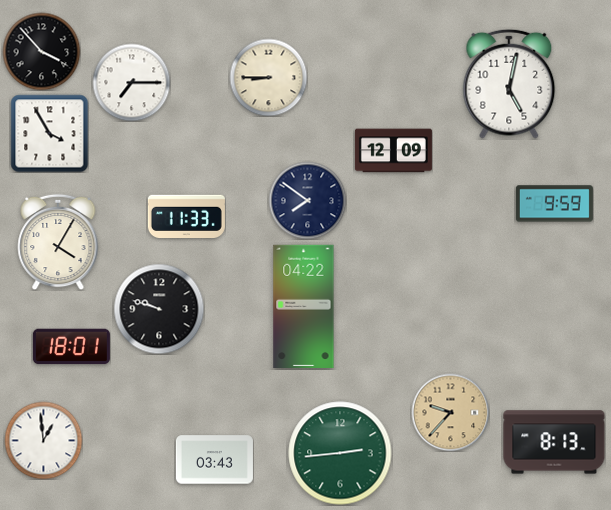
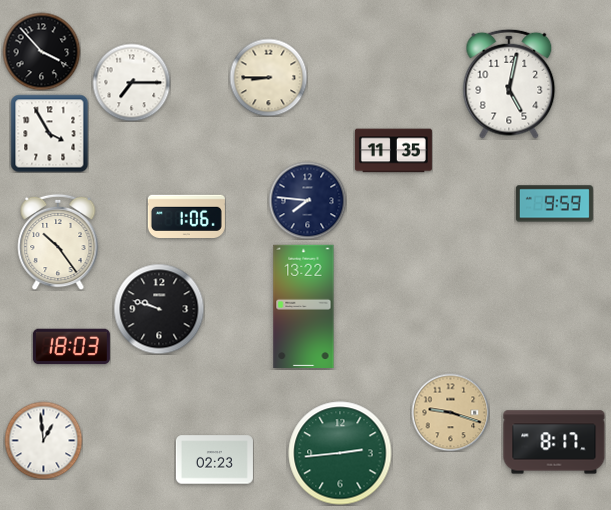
clock at (393, 151): 12:09 -> 11:35
clock at (307, 200): 7:51 -> 7:46
clock at (186, 216): 11:33 -> 1:06
clock at (58, 242): 4:05 -> 10:24
clock at (304, 307): 04:22 -> 13:22
clock at (71, 347): 18:01 -> 18:03
clock at (450, 412): 9:37 -> 9:18
clock at (554, 442): 8:13 -> 8:17
clock at (214, 460): 03:43 -> 02:23
